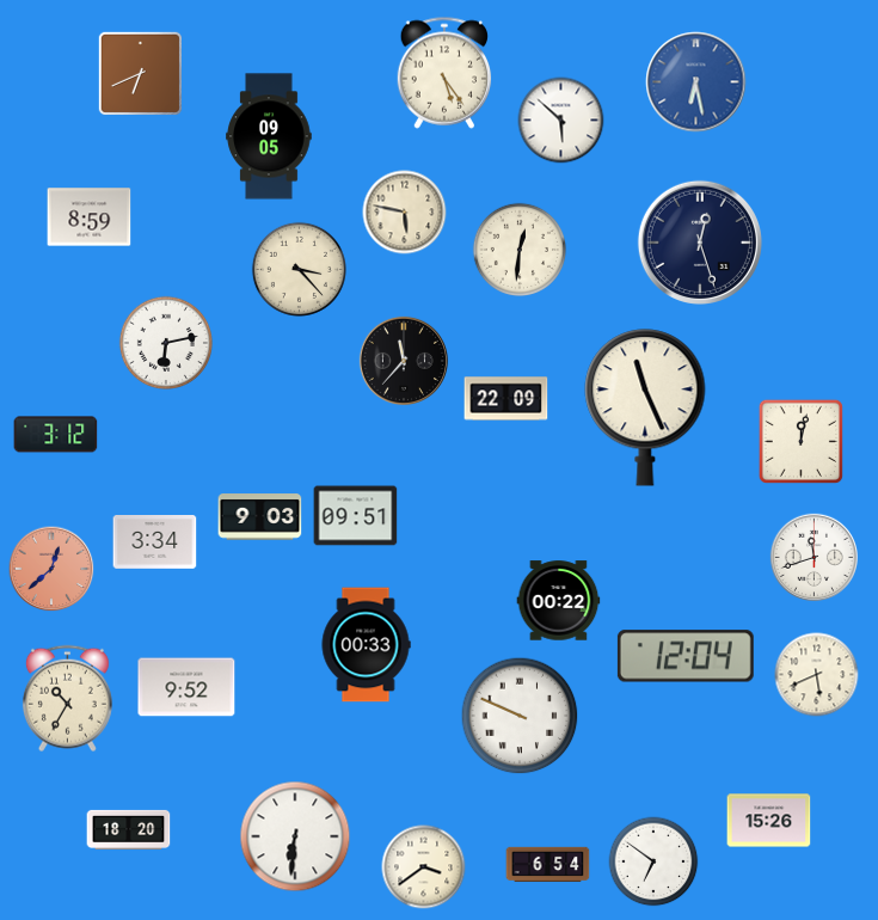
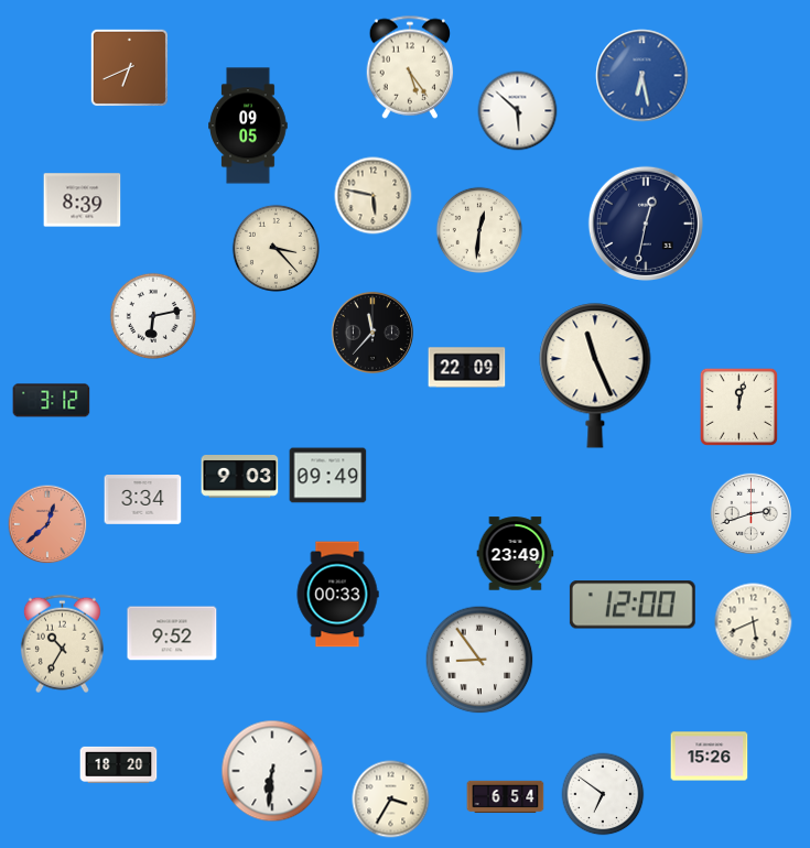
clock at (90, 217): 8:59 -> 8:39
clock at (700, 243): 12:27 -> 12:32
clock at (356, 516): 09:51 -> 09:49
clock at (813, 557): 11:42 -> 2:42
clock at (559, 601): 00:22 -> 23:49
clock at (686, 656): 12:04 -> 12:00
clock at (520, 716): 9:49 -> 8:54
clock at (424, 867): 3:39 -> 3:35
